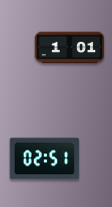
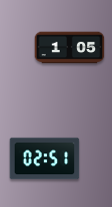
clock at (70, 48): 1:01 -> 1:05
